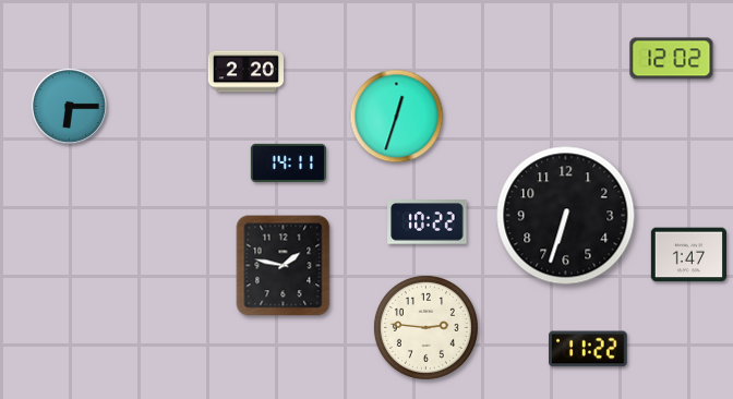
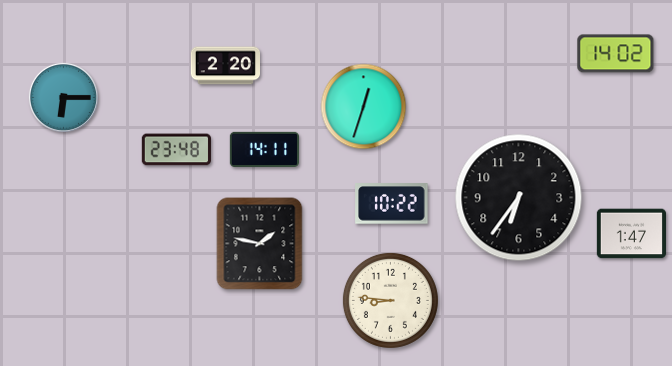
clock at (672, 59): 12:02 -> 14:02
clock at (176, 150): none -> 23:48
clock at (566, 216): 6:33 -> 6:36
clock at (425, 327): 2:46 -> 8:46
clock at (589, 349): 11:22 -> none
